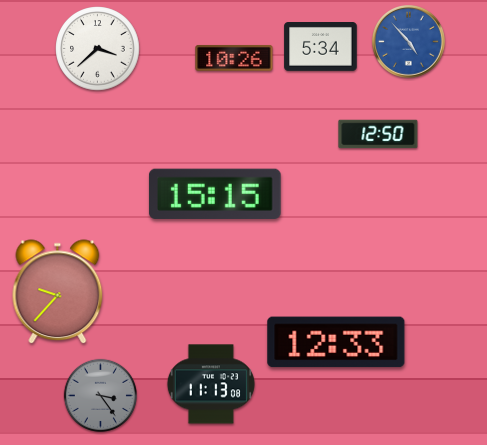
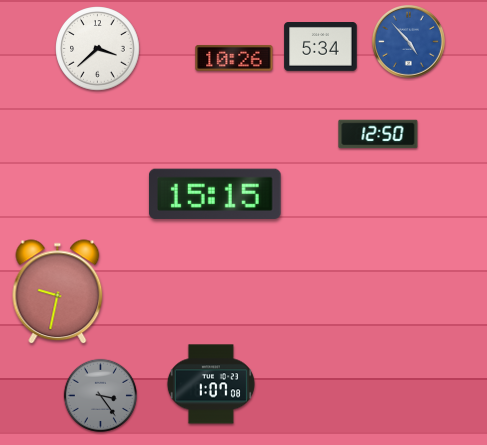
clock at (58, 292): 9:37 -> 9:32
clock at (336, 342): 12:33 -> none
clock at (211, 384): 11:13 -> 1:07
